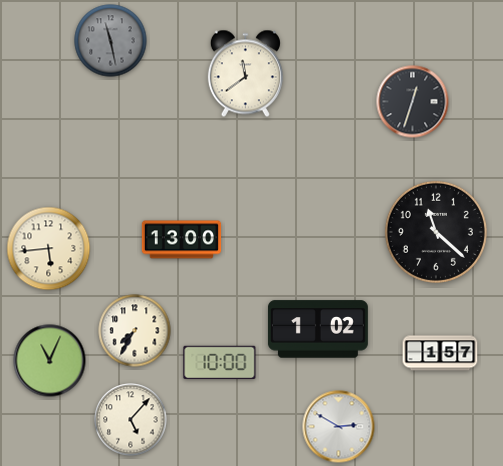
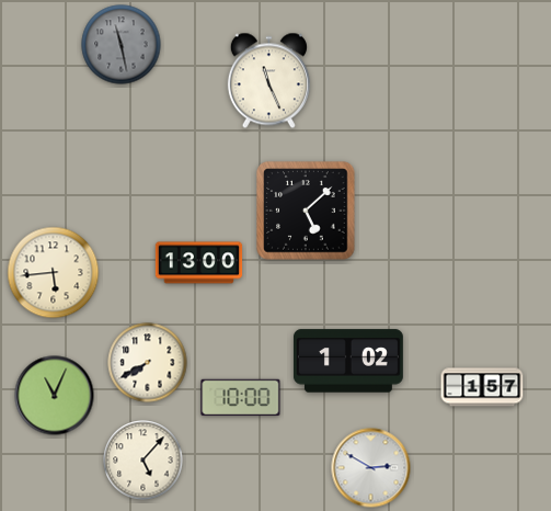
clock at (245, 74): 11:39 -> 11:26
clock at (413, 102): 12:33 -> none
clock at (306, 211): none -> 5:08
clock at (436, 232): 11:22 -> none
clock at (135, 331): 7:35 -> 7:40
